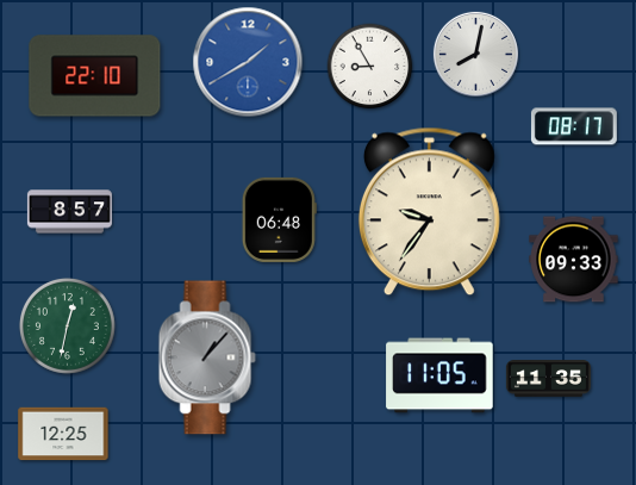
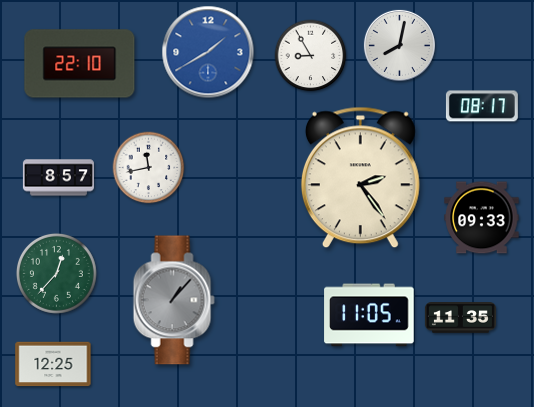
clock at (149, 168): none -> 11:43
clock at (429, 212): 9:36 -> 2:24
clock at (279, 219): 06:48 -> none
clock at (67, 325): 12:32 -> 12:37
